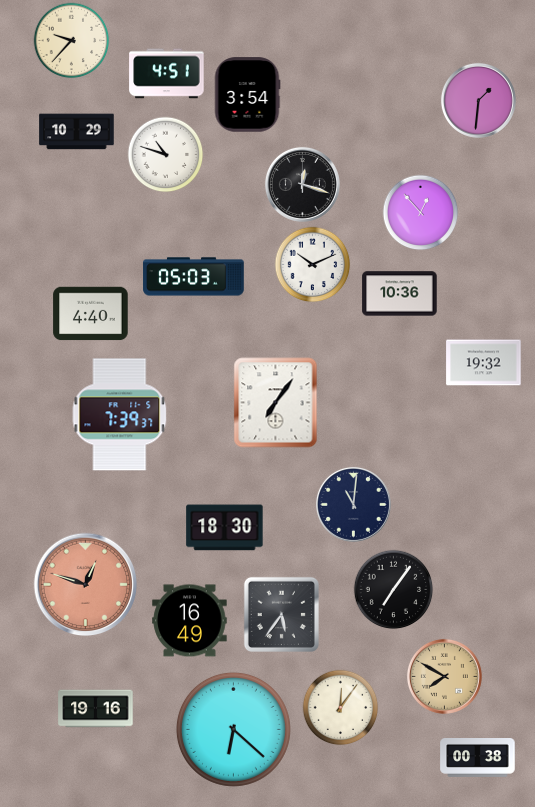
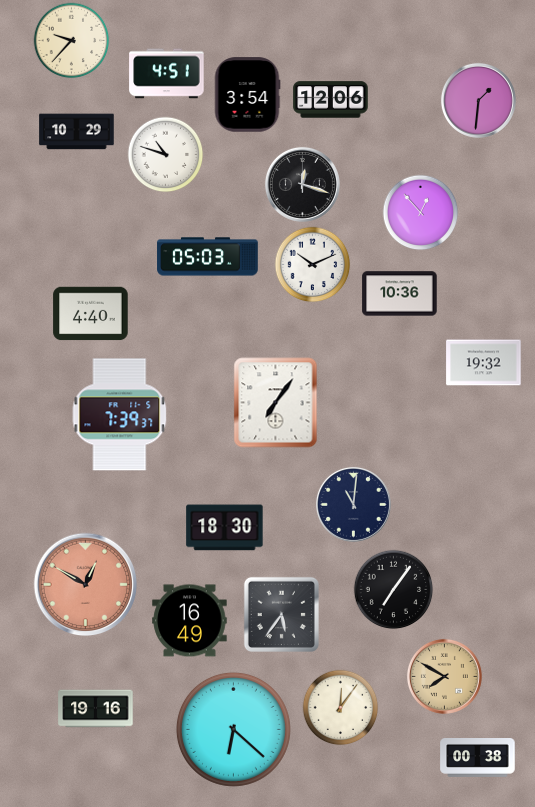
clock at (331, 100): none -> 12:06
clock at (194, 277) position: (194, 277) -> (208, 257)
clock at (86, 585): 12:48 -> 12:50
